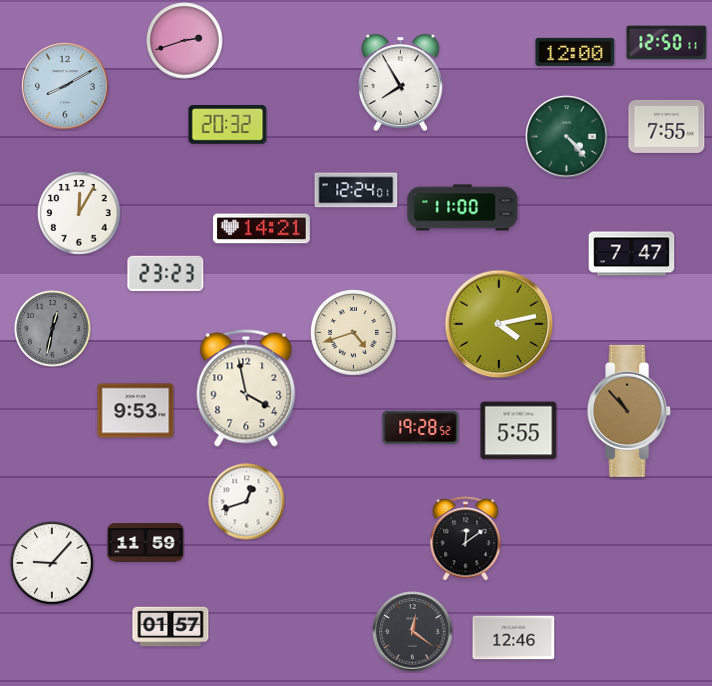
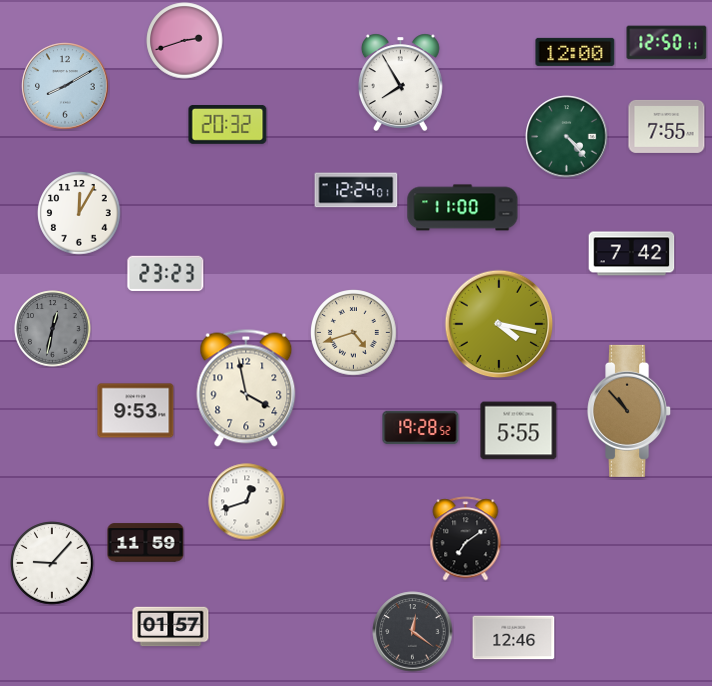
clock at (261, 229): 14:21 -> none
clock at (632, 254): 7:47 -> 7:42
clock at (499, 324): 4:13 -> 4:17
clock at (466, 539): 12:09 -> 7:09
